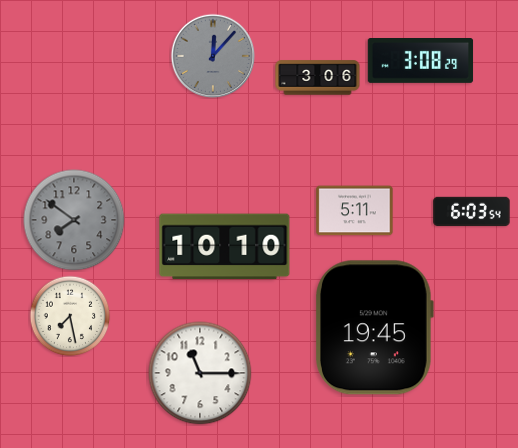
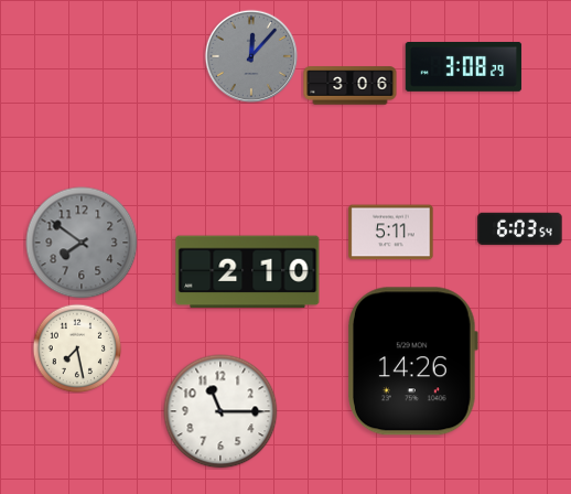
clock at (213, 56) position: (213, 56) -> (251, 56)
clock at (472, 212) position: (472, 212) -> (520, 229)
clock at (225, 247): 10:10 -> 2:10
clock at (375, 328): 19:45 -> 14:26
